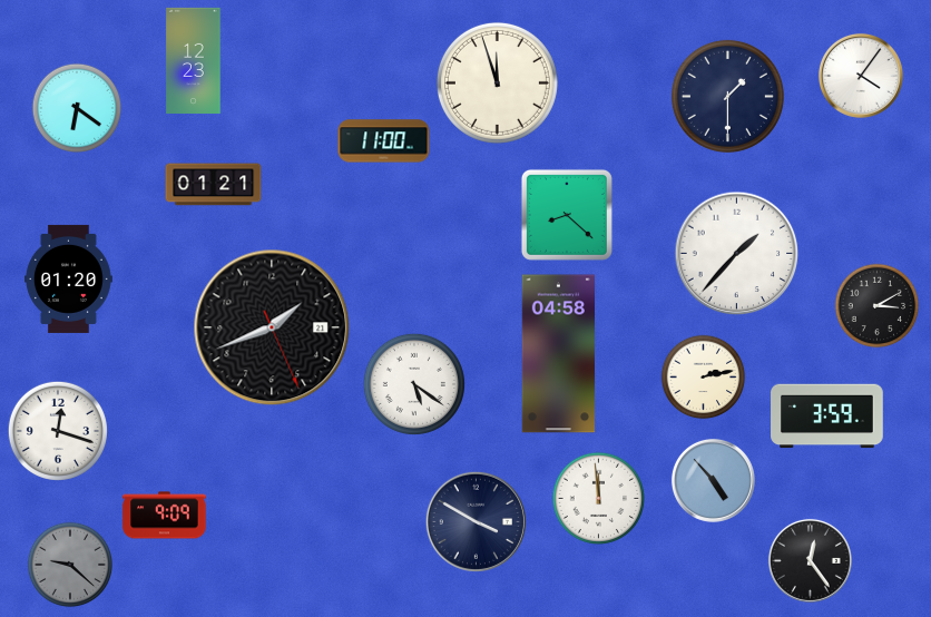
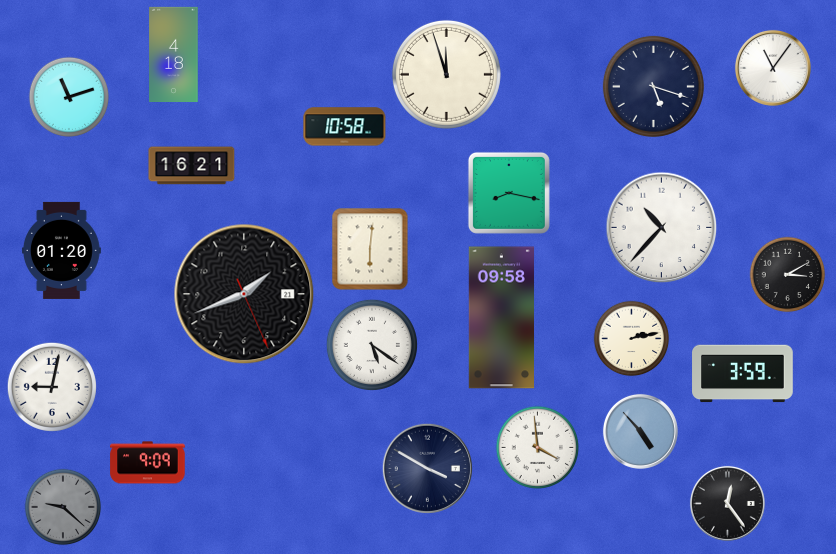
clock at (194, 60): 12:23 -> 4:18
clock at (861, 76): 4:06 -> 11:06
clock at (727, 96): 1:30 -> 5:18
clock at (77, 108): 6:21 -> 11:12
clock at (384, 141): 11:00 -> 10:58
clock at (214, 185): 01:21 -> 16:21
clock at (567, 215): 8:22 -> 8:17
clock at (737, 254): 1:37 -> 10:37
clock at (370, 249): none -> 6:01
clock at (559, 354): 04:58 -> 09:58
clock at (58, 431): 12:18 -> 9:02
clock at (599, 499): 11:59 -> 3:59
